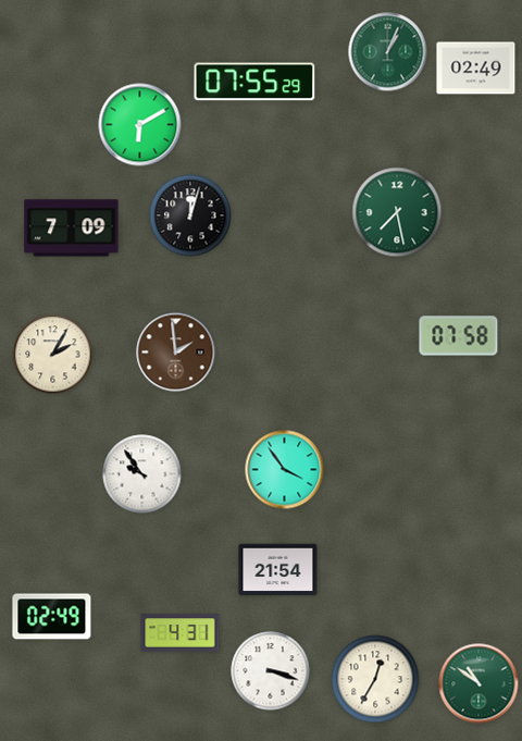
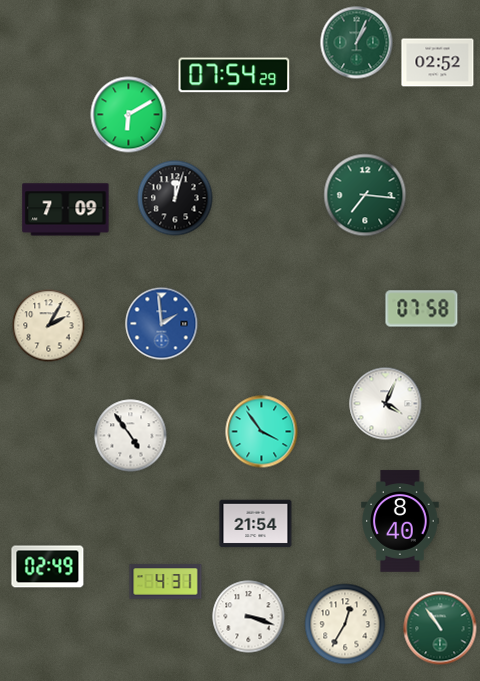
clock at (388, 52) position: (388, 52) -> (357, 43)
clock at (476, 69): 02:49 -> 02:52
clock at (254, 82): 07:55 -> 07:54
clock at (397, 212): 7:28 -> 7:16
clock at (176, 353) dial: brown -> blue
clock at (386, 404): none -> 4:04
clock at (142, 474): 9:54 -> 4:54
clock at (400, 521): none -> 8:40
clock at (478, 683): 10:51 -> 10:54
